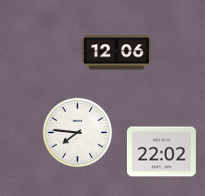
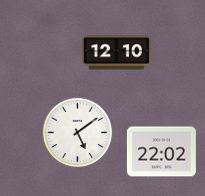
clock at (116, 53): 12:06 -> 12:10
clock at (78, 133): 7:46 -> 5:09
